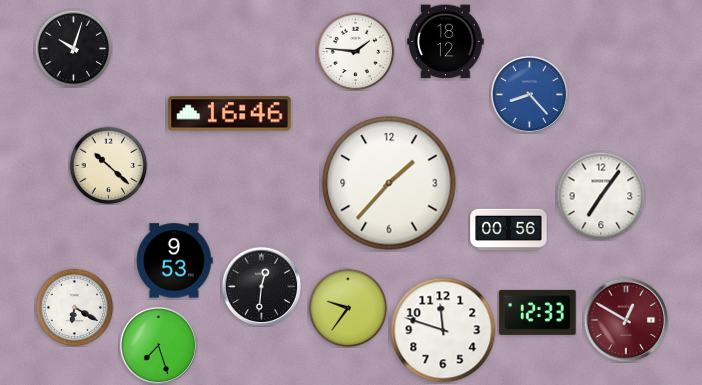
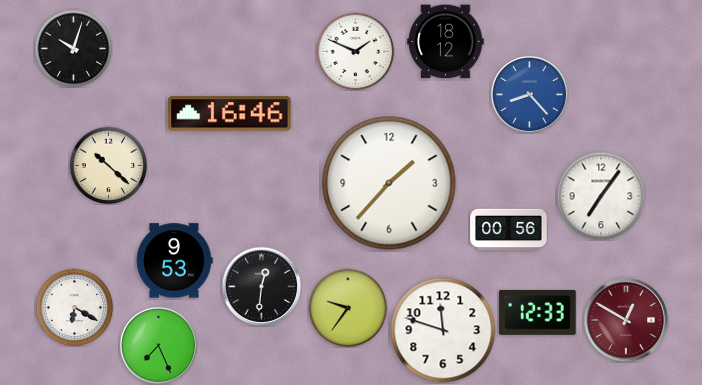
clock at (355, 51): 1:46 -> 1:49
clock at (158, 345): 7:27 -> 7:26
